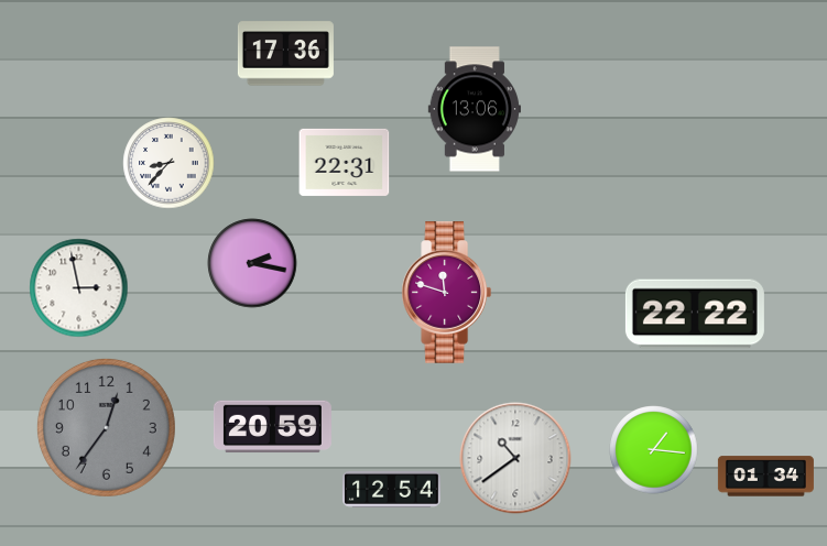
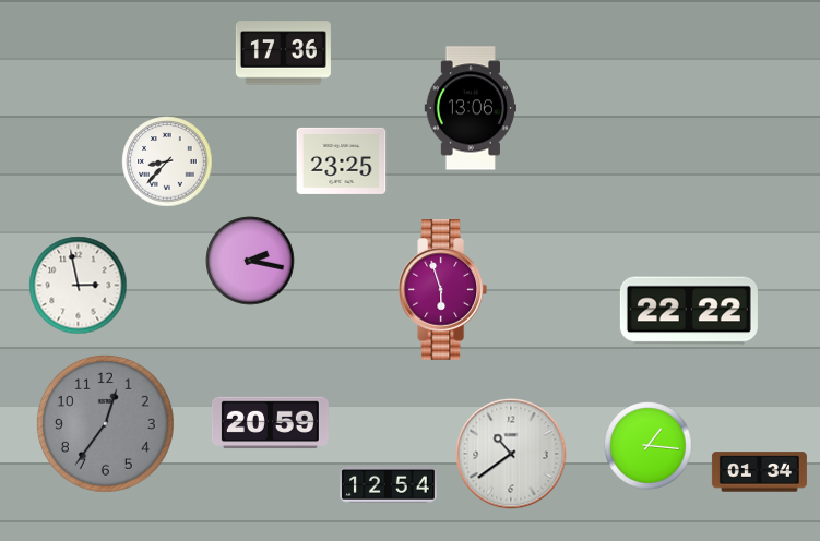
clock at (345, 162): 22:31 -> 23:25
clock at (446, 293): 11:48 -> 5:57
